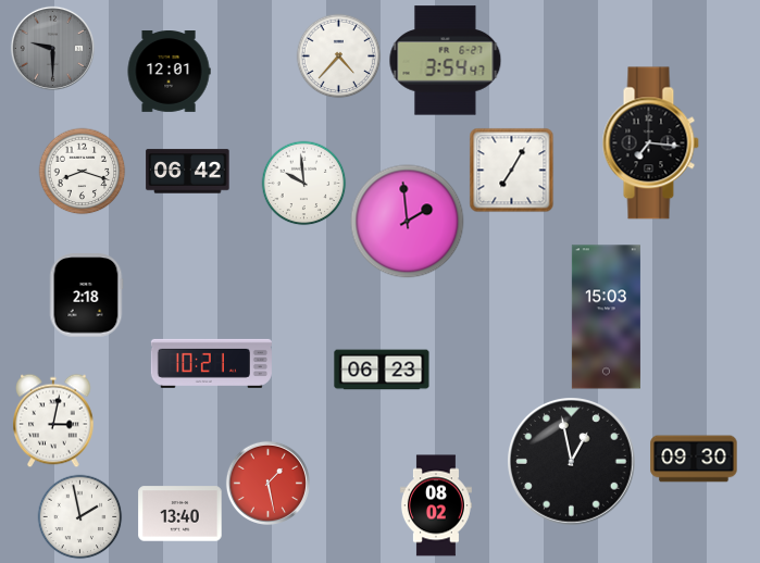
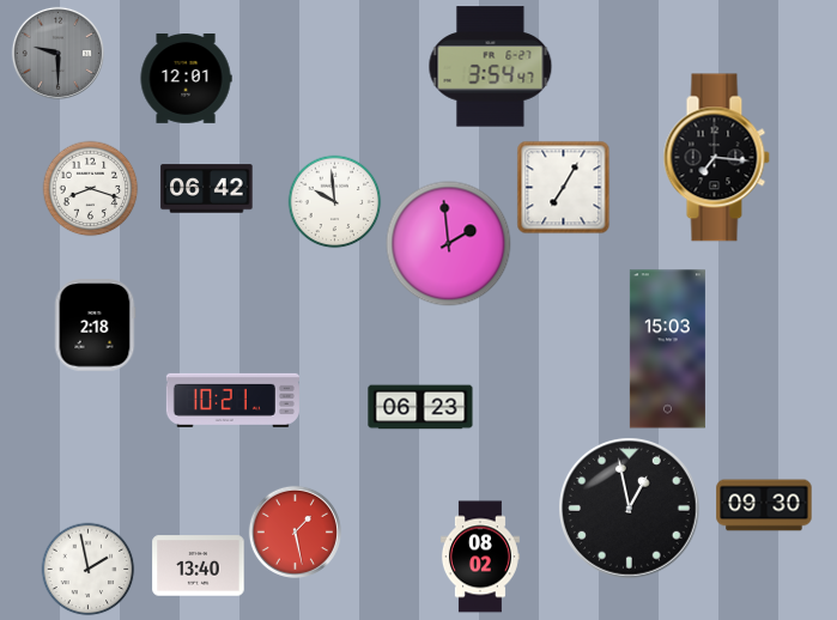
clock at (338, 55): 4:37 -> none
clock at (53, 421): 3:02 -> none
